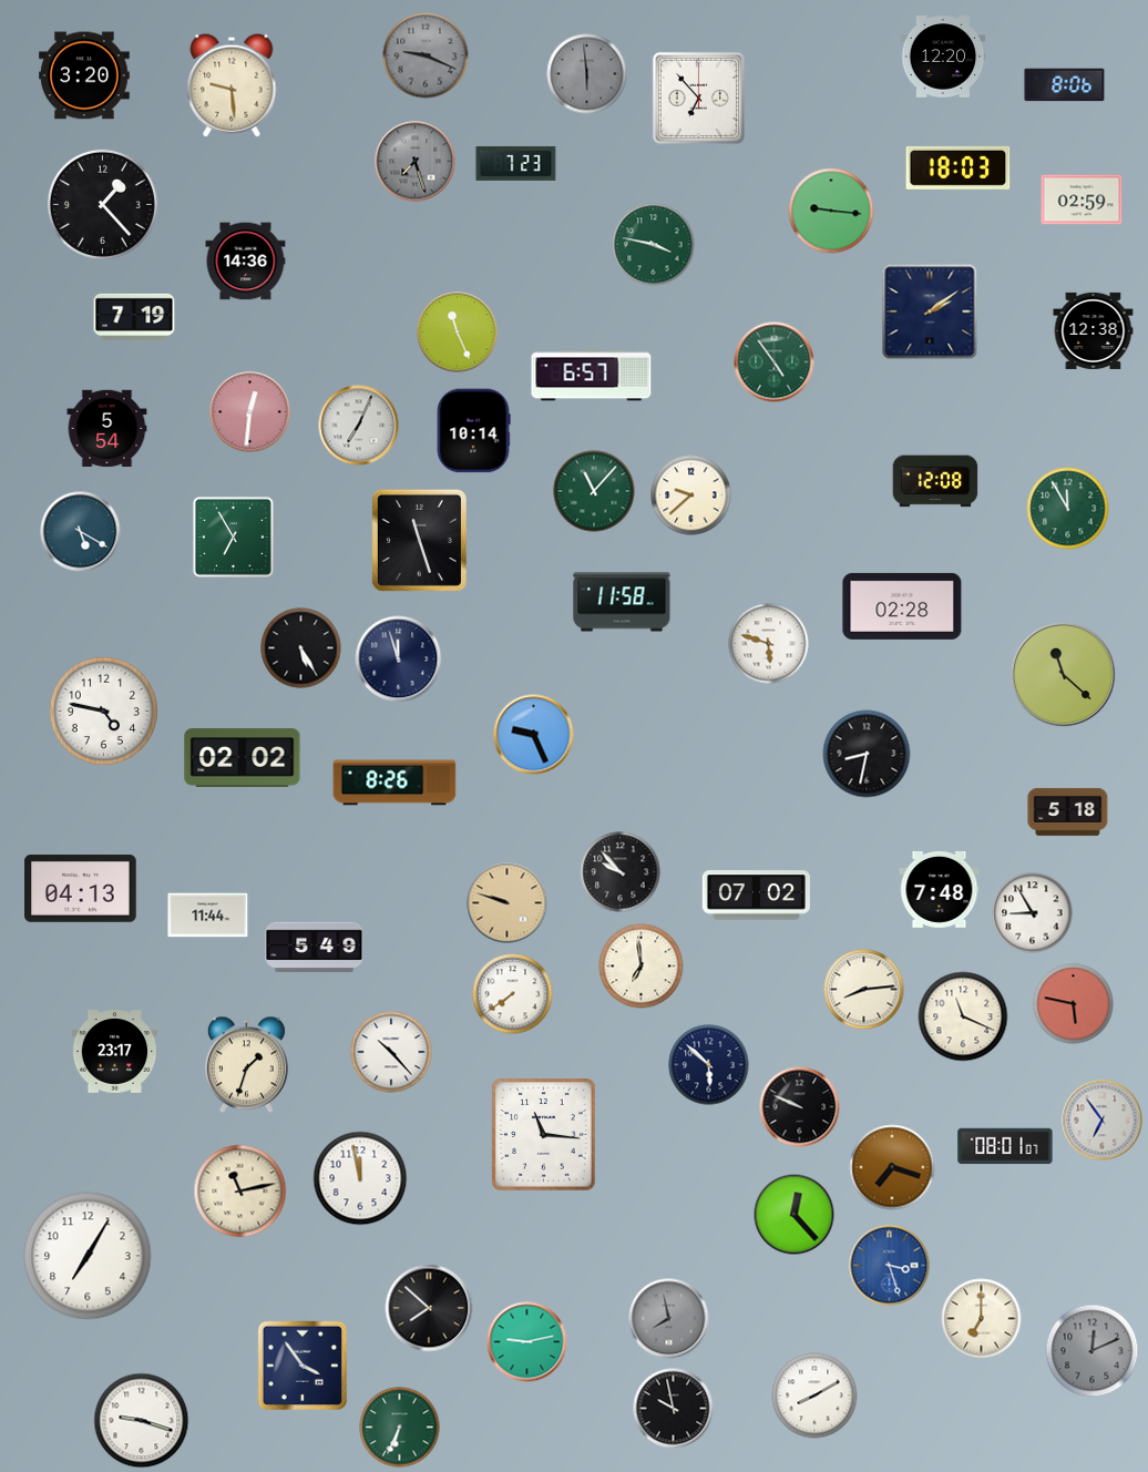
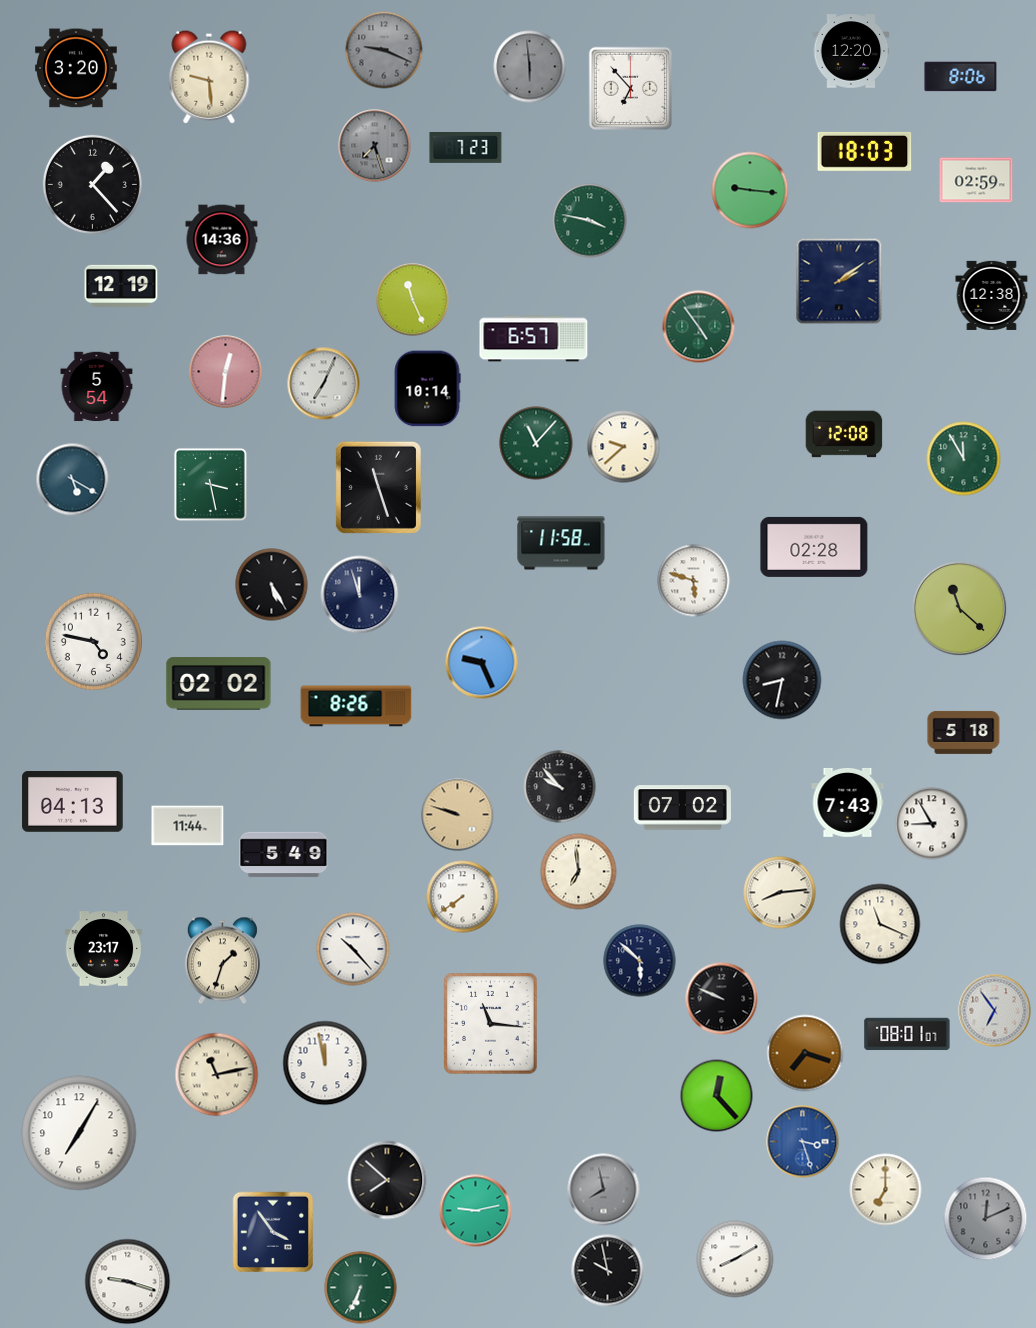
clock at (246, 262) position: (246, 262) -> (222, 240)
clock at (134, 316): 7:19 -> 12:19
clock at (1094, 330) position: (1094, 330) -> (992, 295)
clock at (233, 536): 6:55 -> 3:28
clock at (940, 889): 7:48 -> 7:43
clock at (1074, 1004): 5:47 -> none
clock at (963, 1016) position: (963, 1016) -> (880, 924)
